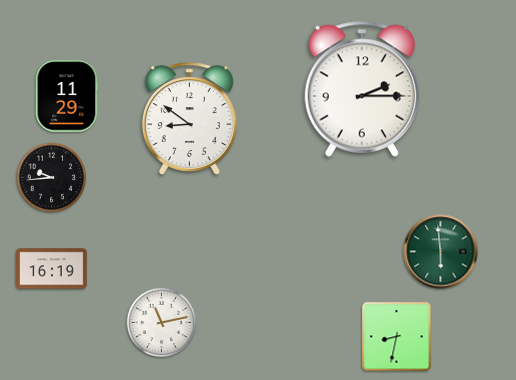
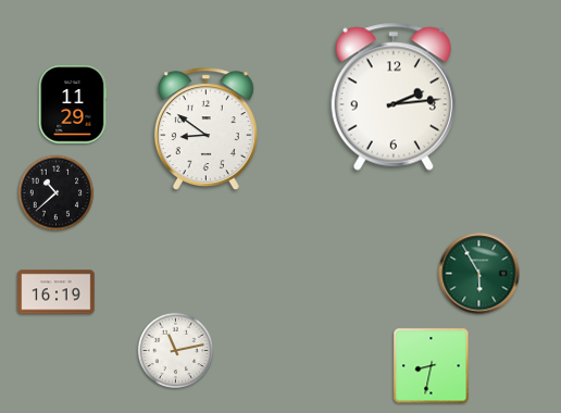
clock at (361, 89): 2:15 -> 2:14
clock at (52, 178): 9:44 -> 10:38
clock at (441, 252): 5:59 -> 5:55
